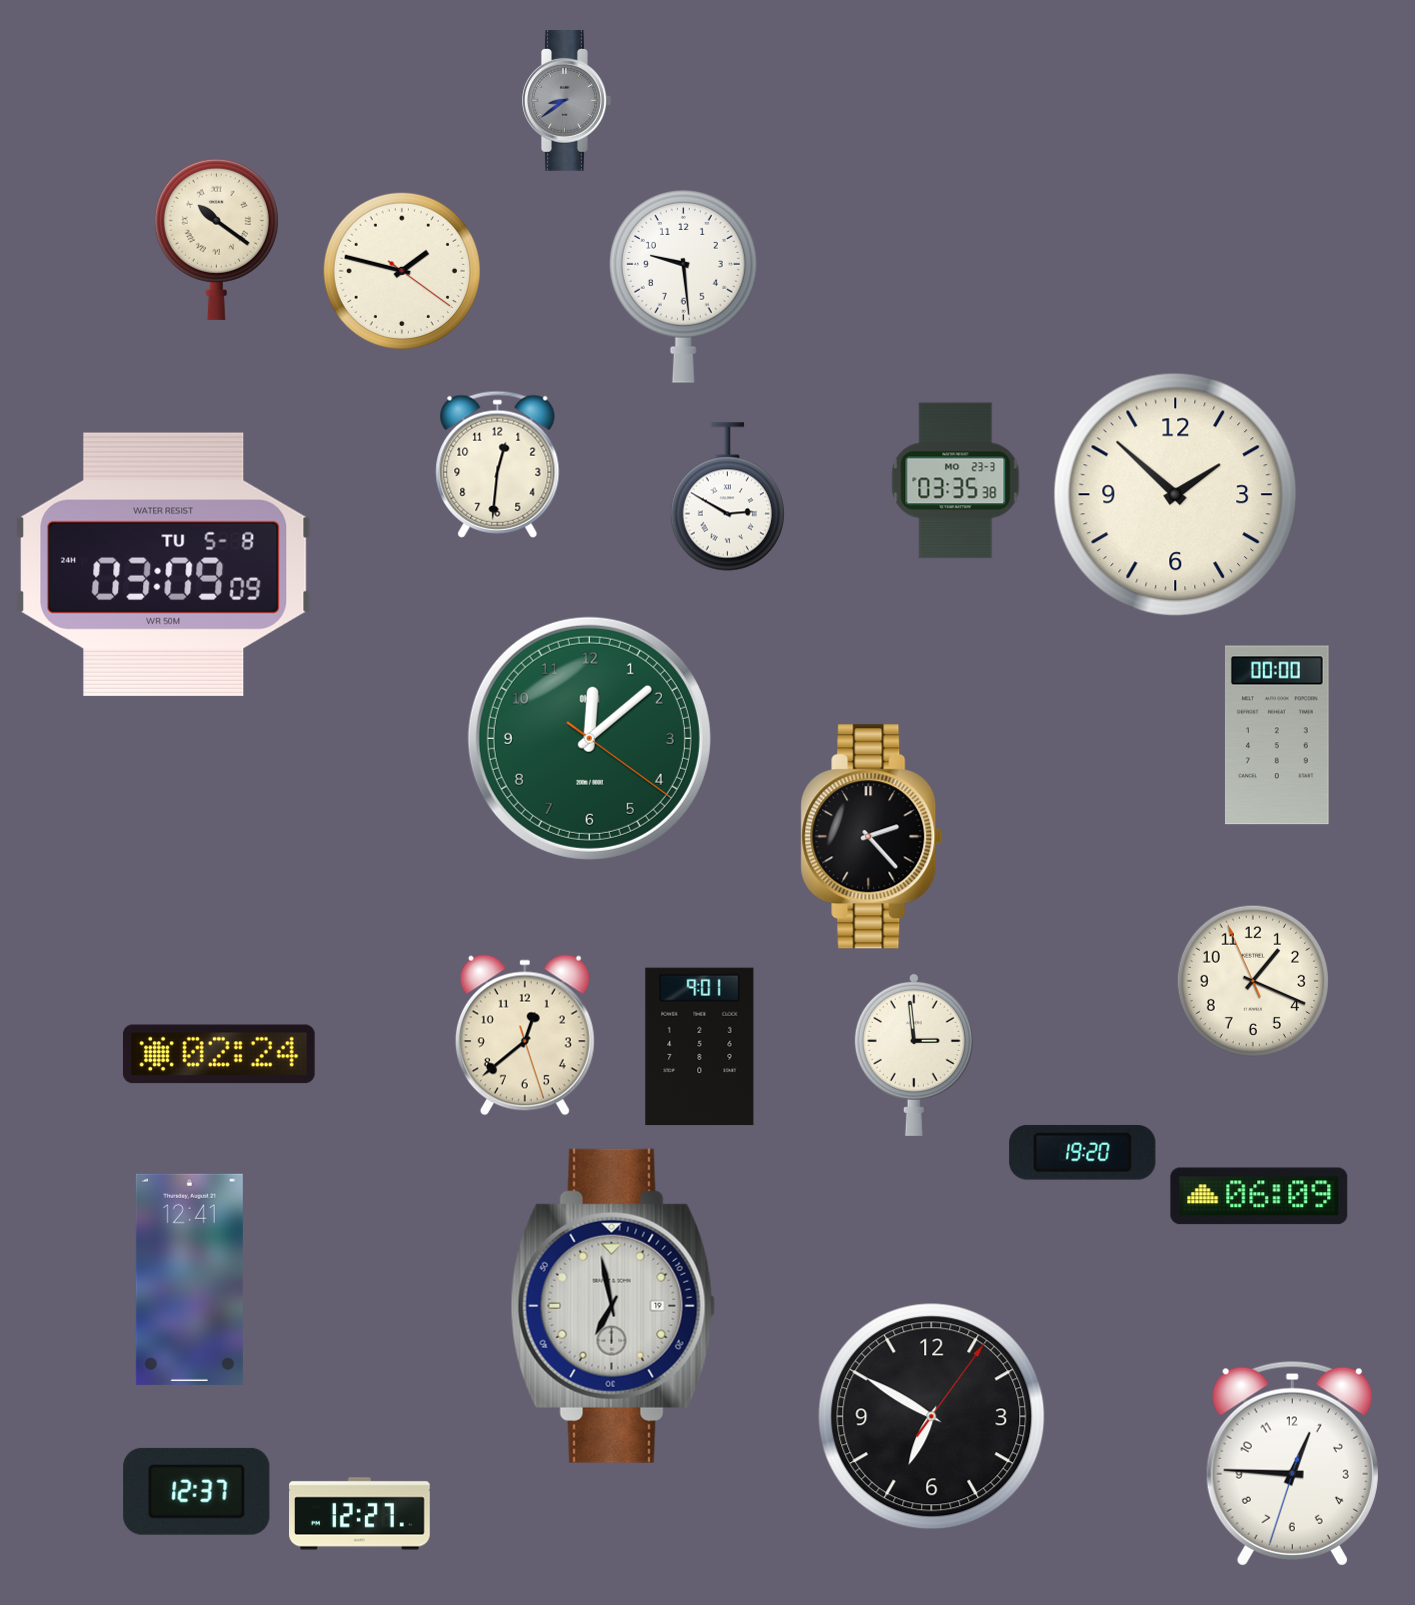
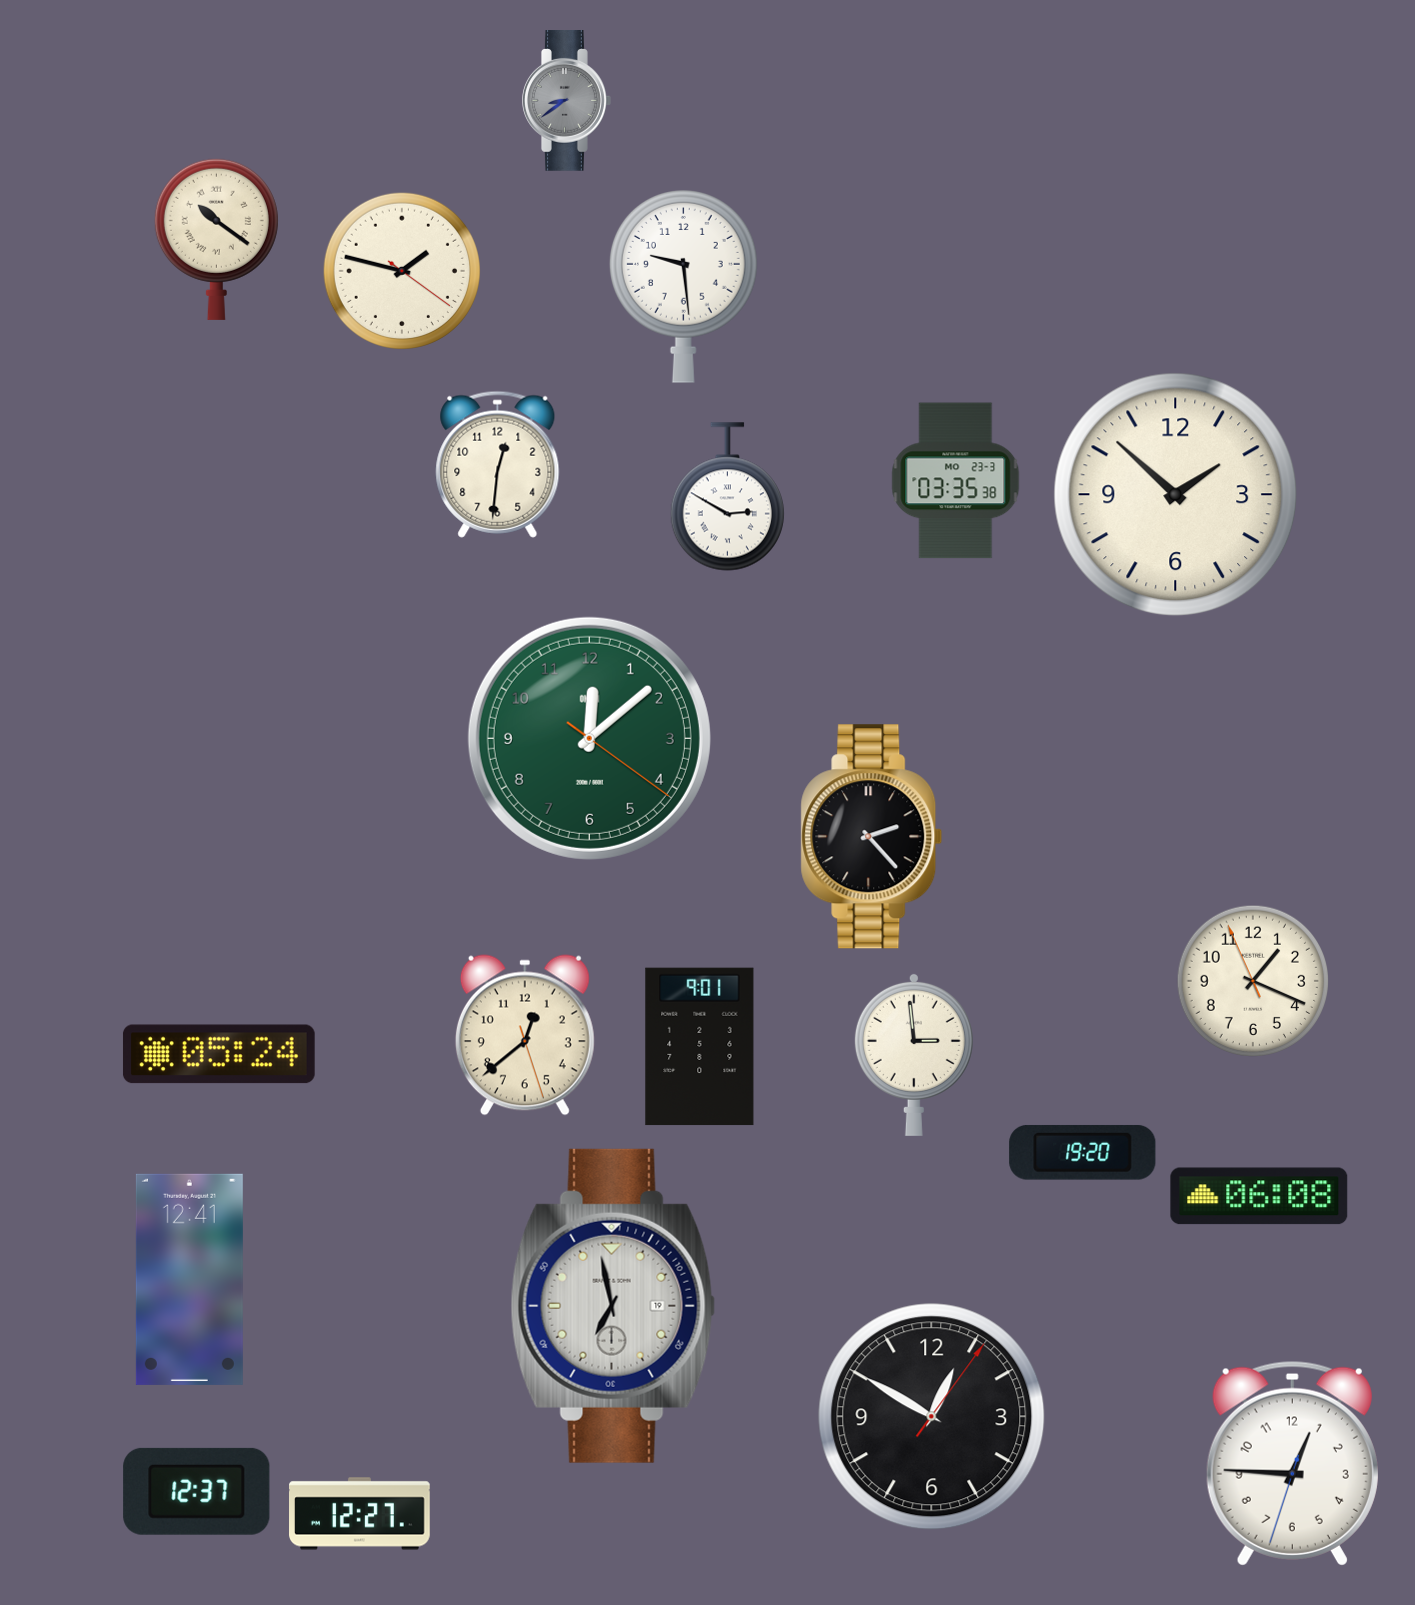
clock at (164, 564): 03:09 -> none
clock at (1277, 735): 00:00 -> none
clock at (219, 1054): 02:24 -> 05:24
clock at (1259, 1196): 06:09 -> 06:08
clock at (932, 1417): 6:50 -> 12:50
